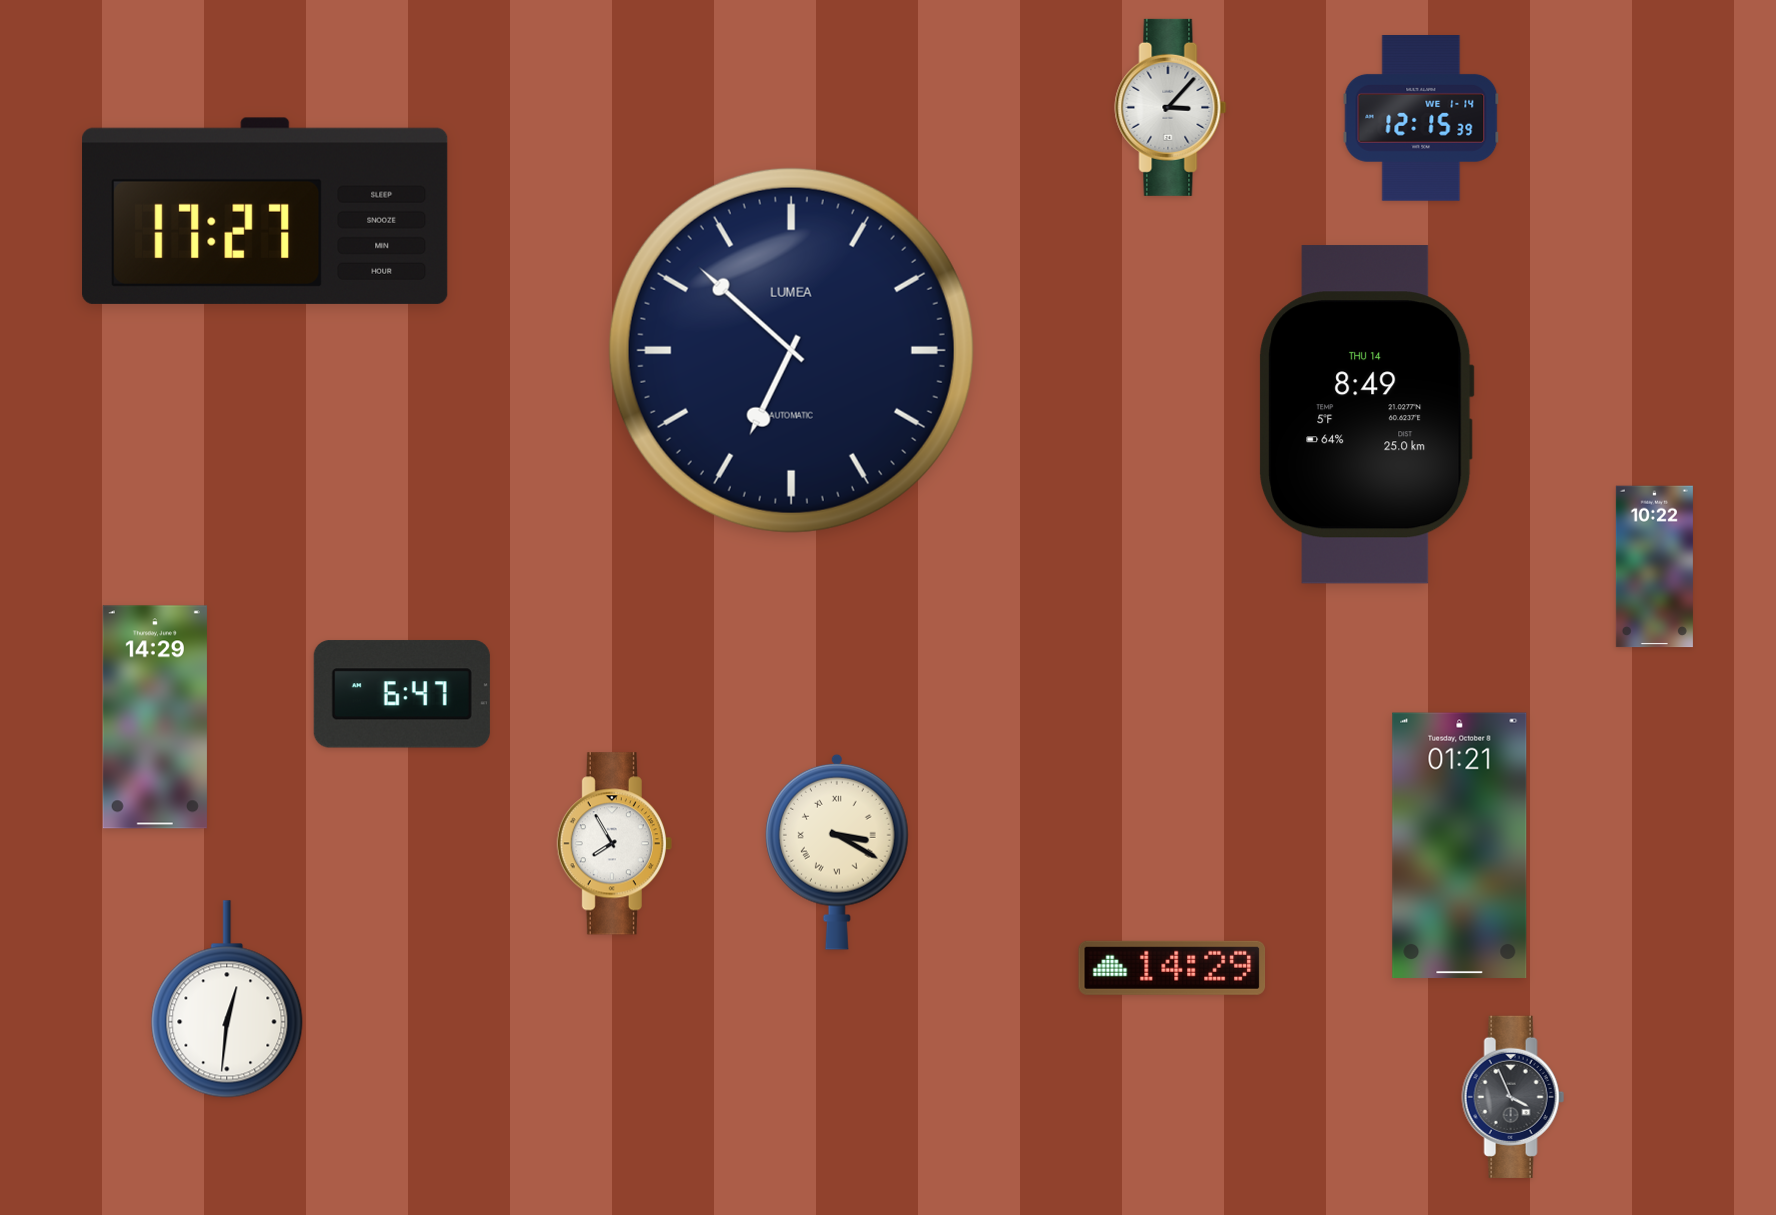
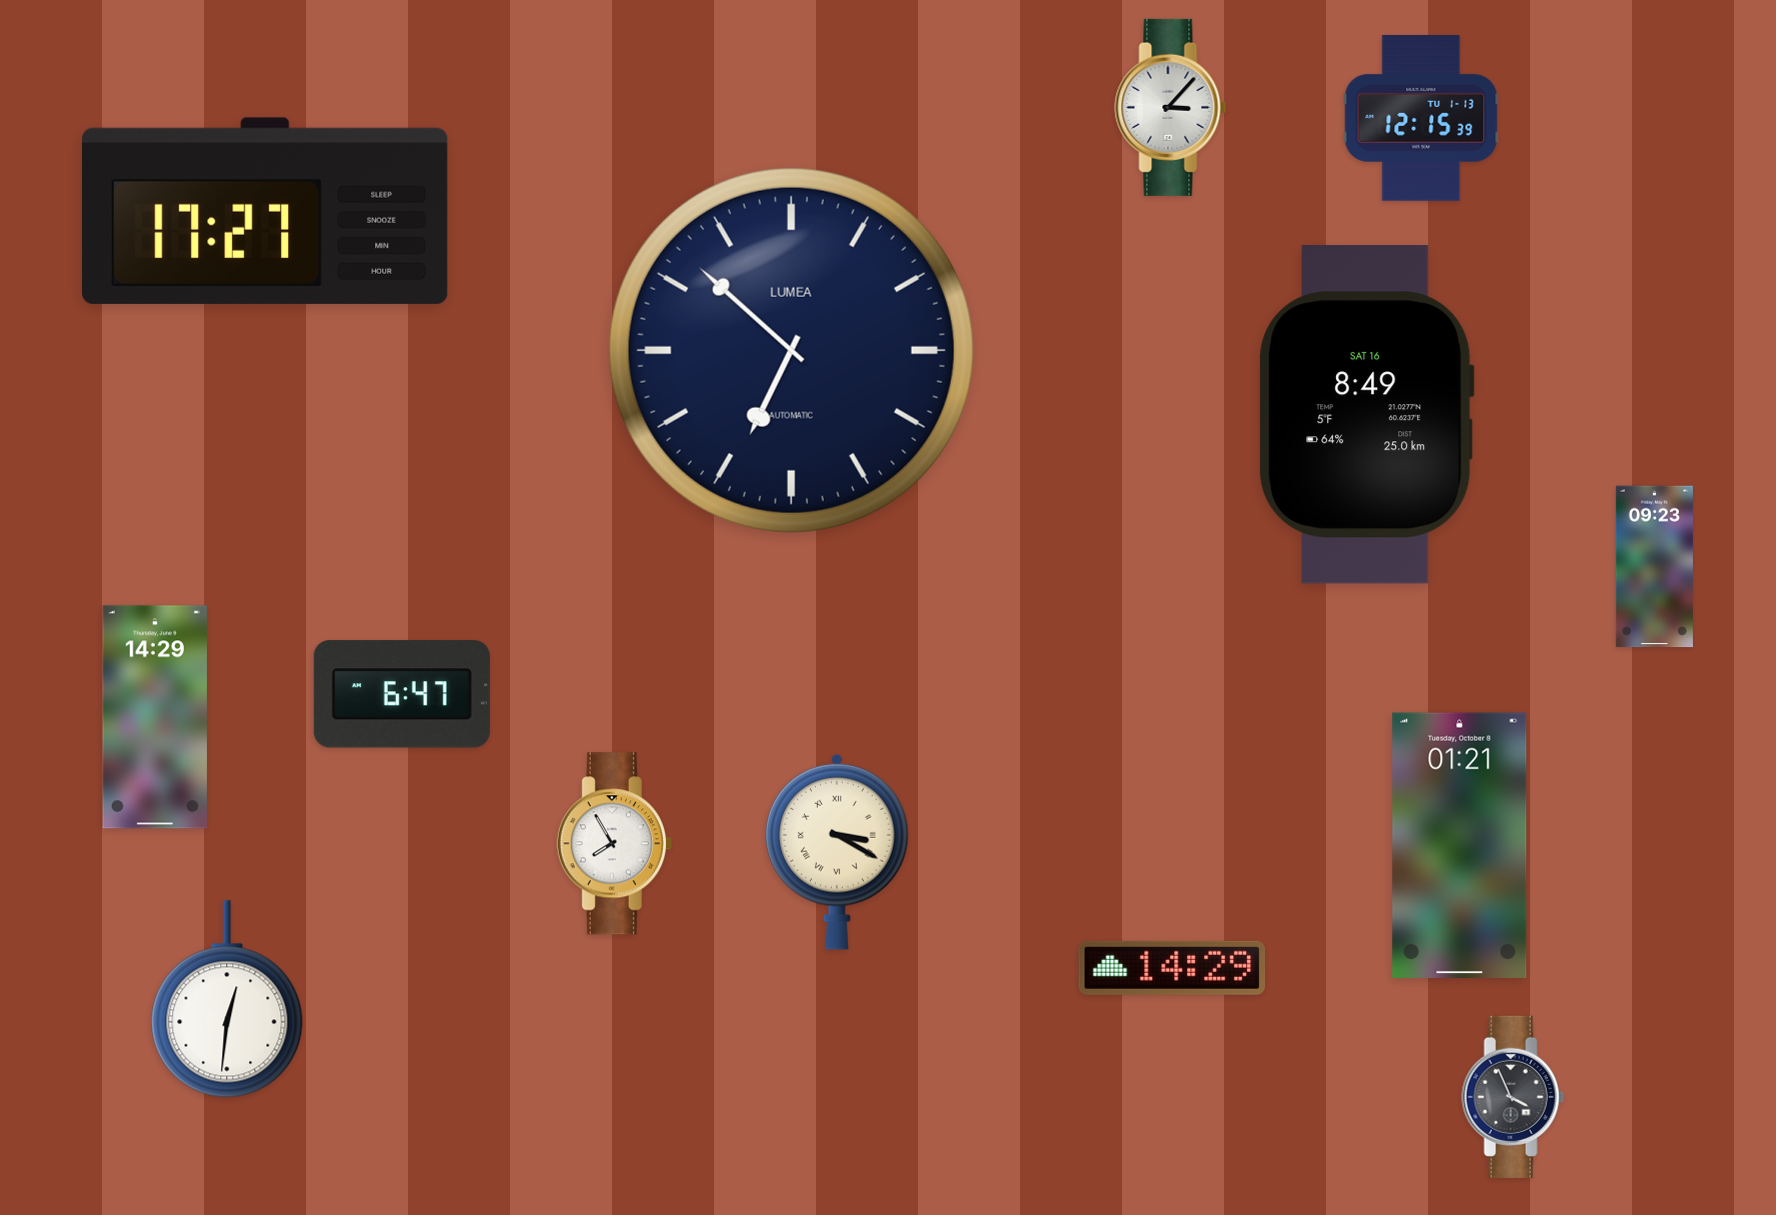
clock at (1421, 119) date: WE 1-14 -> TU 1-13
clock at (1367, 415) date: THU 14 -> SAT 16
clock at (1654, 567): 10:22 -> 09:23
